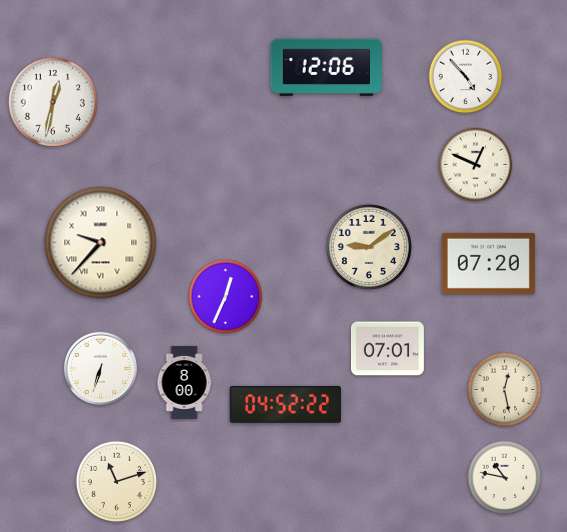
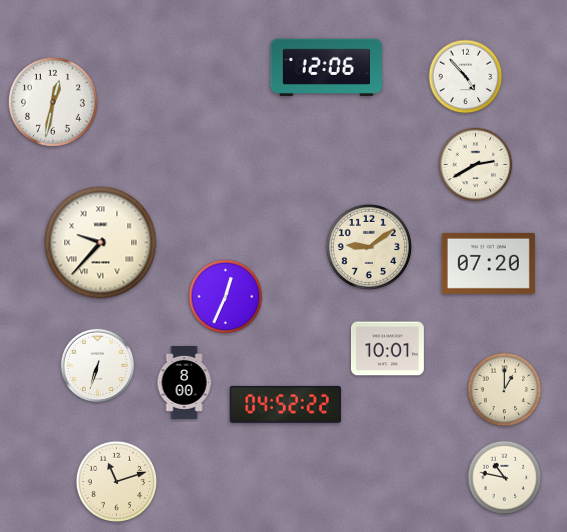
clock at (476, 165): 12:49 -> 2:40
clock at (387, 349): 07:01 -> 10:01
clock at (100, 368) position: (100, 368) -> (97, 365)
clock at (505, 390): 12:28 -> 1:00
